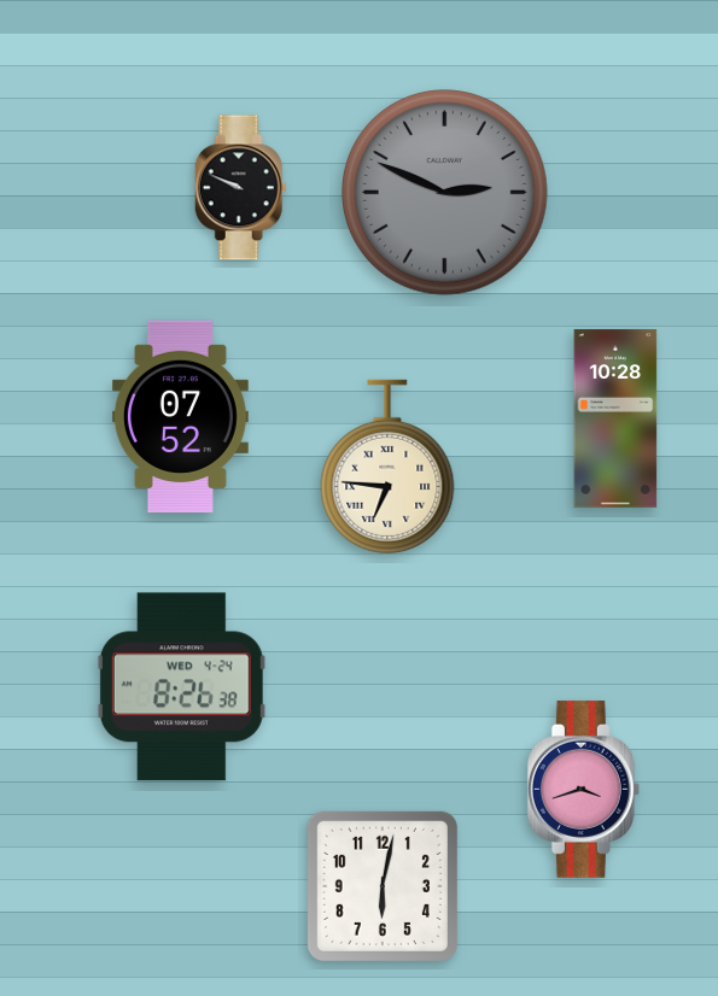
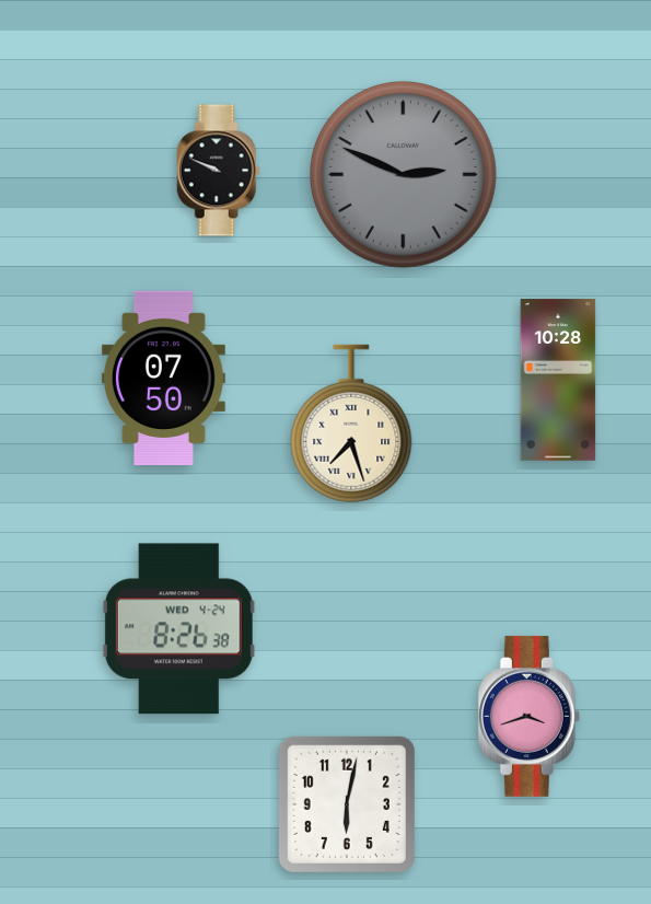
clock at (180, 417): 07:52 -> 07:50
clock at (387, 467): 6:46 -> 7:27
clock at (181, 687) position: (181, 687) -> (178, 629)
